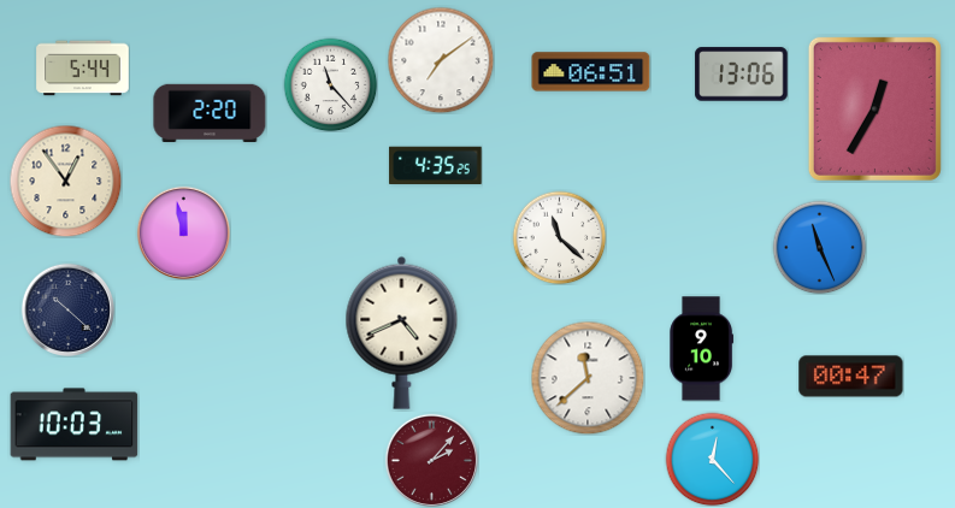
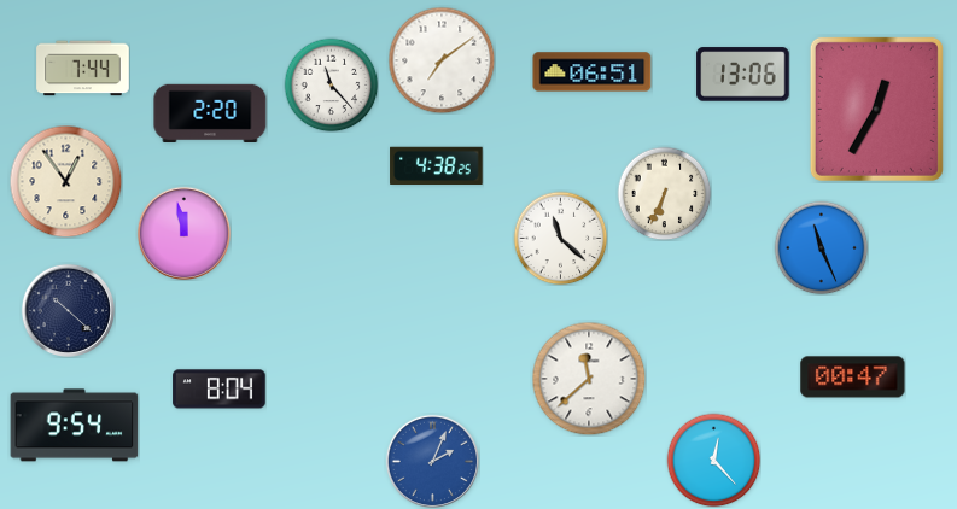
clock at (83, 69): 5:44 -> 7:44
clock at (436, 165): 4:35 -> 4:38
clock at (664, 193): none -> 6:34
clock at (402, 332): 4:41 -> none
clock at (701, 349): 9:10 -> none
clock at (220, 390): none -> 8:04
clock at (75, 425): 10:03 -> 9:54
clock at (431, 460): 2:07 -> 2:04
clock at (431, 460) dial: burgundy -> blue
